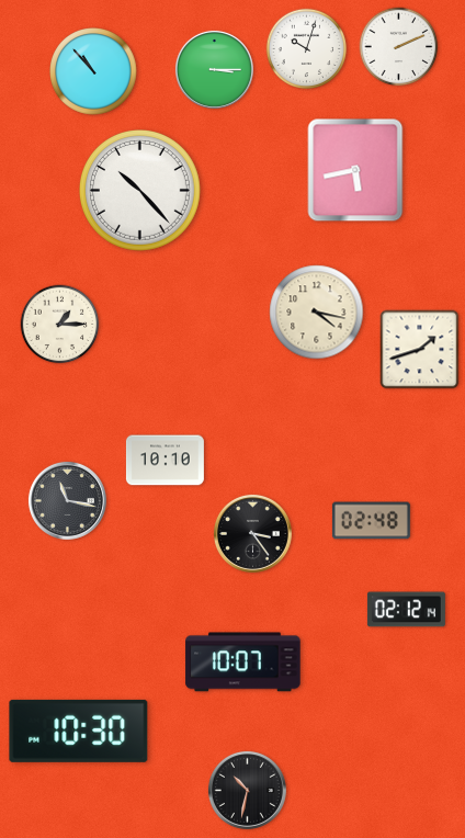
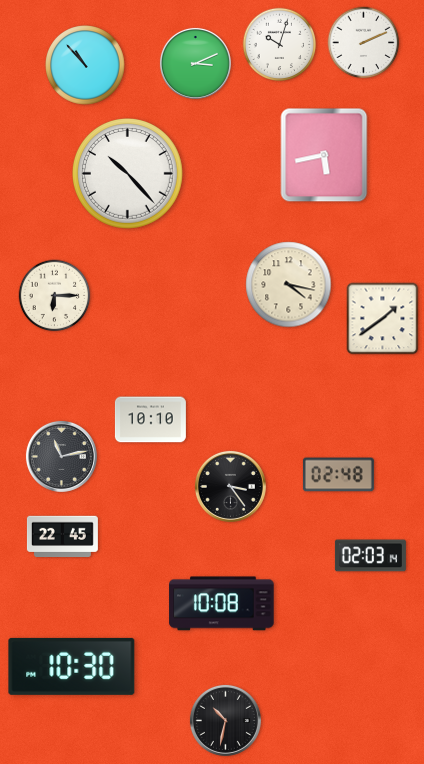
clock at (214, 69): 3:15 -> 3:11
clock at (60, 325): 1:15 -> 6:15
clock at (420, 350): 1:42 -> 1:39
clock at (67, 500): 11:17 -> 11:13
clock at (62, 536): none -> 22:45
clock at (406, 610): 02:12 -> 02:03
clock at (243, 663): 10:07 -> 10:08
